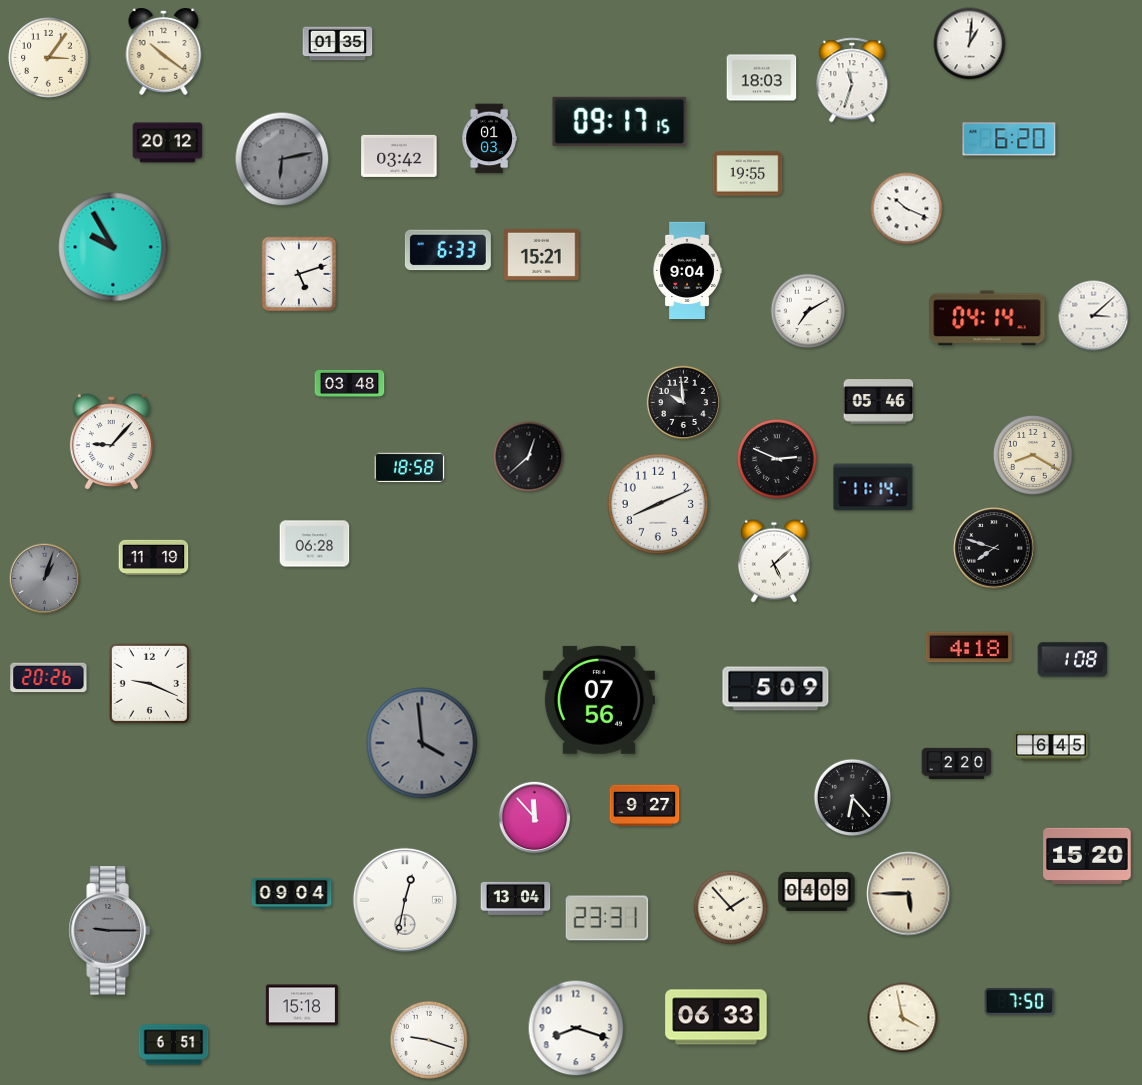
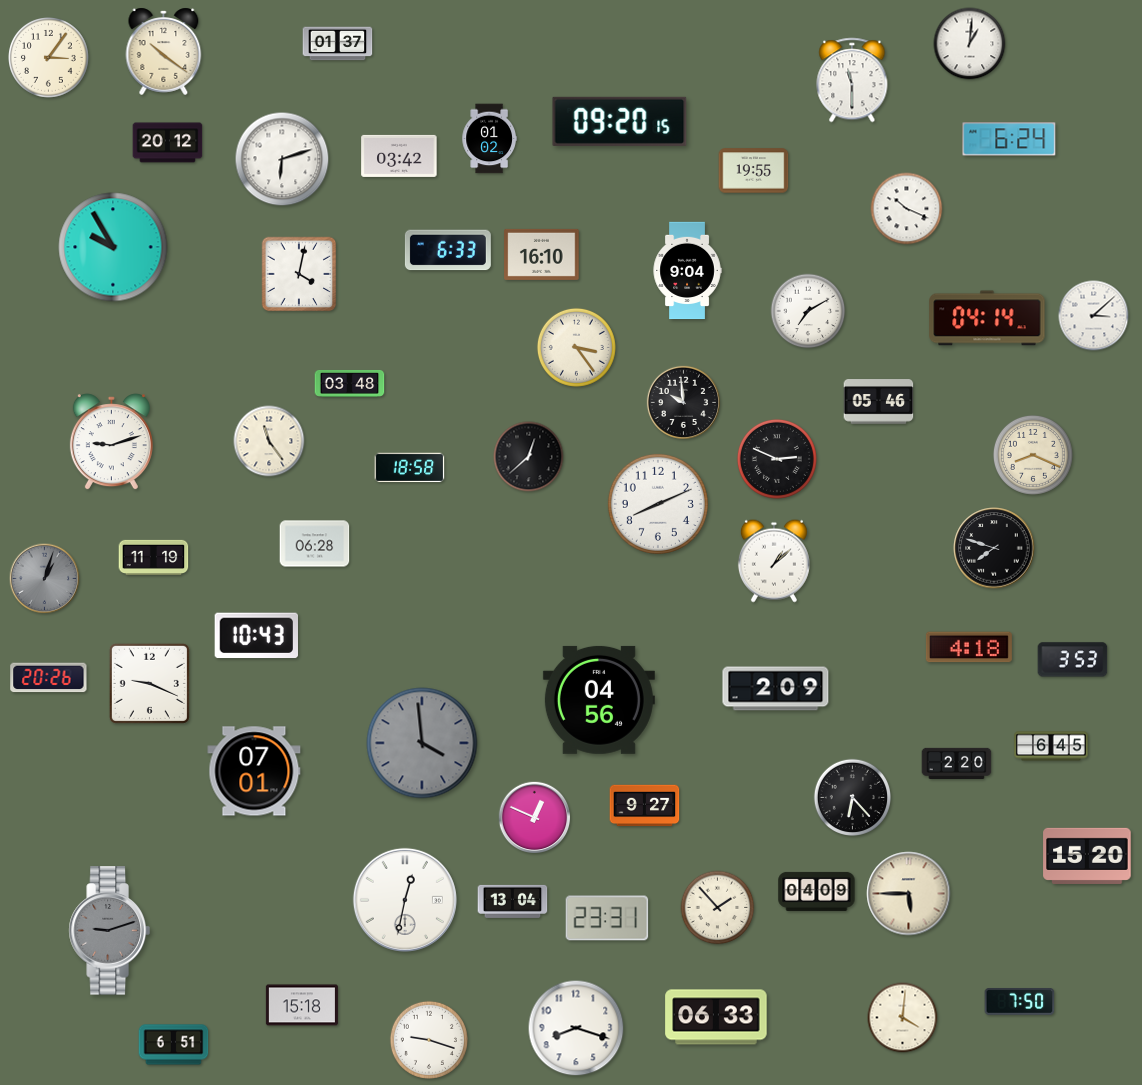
clock at (338, 44): 01:35 -> 01:37
clock at (762, 78): 18:03 -> none
clock at (852, 80): 11:33 -> 11:30
clock at (620, 121): 09:17 -> 09:20
clock at (489, 139): 01:03 -> 01:02
clock at (1009, 139): 6:20 -> 6:24
clock at (282, 159): 6:13 -> 6:12
clock at (282, 159) dial: grey -> white
clock at (748, 174) position: (748, 174) -> (754, 171)
clock at (542, 254): 15:21 -> 16:10
clock at (299, 274): 5:12 -> 4:02
clock at (576, 347): none -> 3:24
clock at (269, 441): none -> 11:24
clock at (111, 442): 9:07 -> 9:12
clock at (1033, 455): 8:20 -> 8:19
clock at (873, 487): 11:14 -> none
clock at (774, 561): 5:08 -> 1:08
clock at (256, 636): none -> 10:43
clock at (1073, 660): 1:08 -> 3:53
clock at (776, 689): 5:09 -> 2:09
clock at (599, 700): 07:56 -> 04:56
clock at (254, 771): none -> 07:01
clock at (535, 818): 11:53 -> 12:49
clock at (292, 893): 09:04 -> none
clock at (516, 898) position: (516, 898) -> (513, 901)
clock at (731, 908) position: (731, 908) -> (718, 908)
clock at (109, 931): 9:15 -> 9:12
clock at (903, 1018): 3:58 -> 4:01
